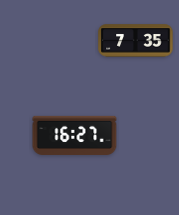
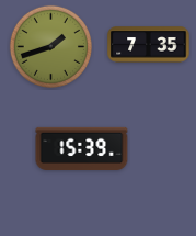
clock at (50, 46): none -> 1:42
clock at (75, 135): 16:27 -> 15:39
